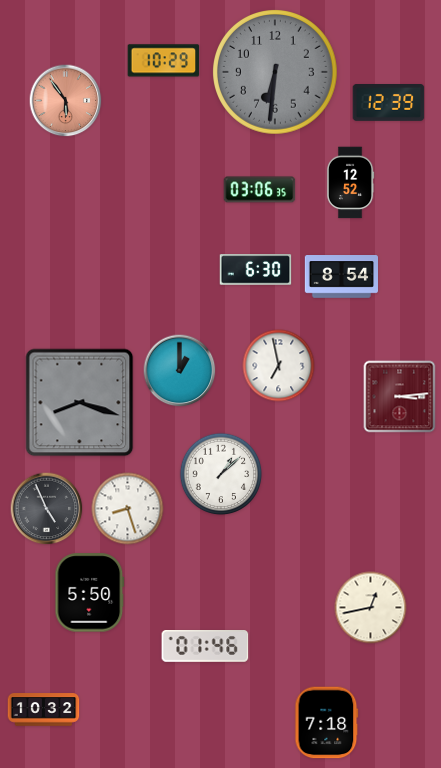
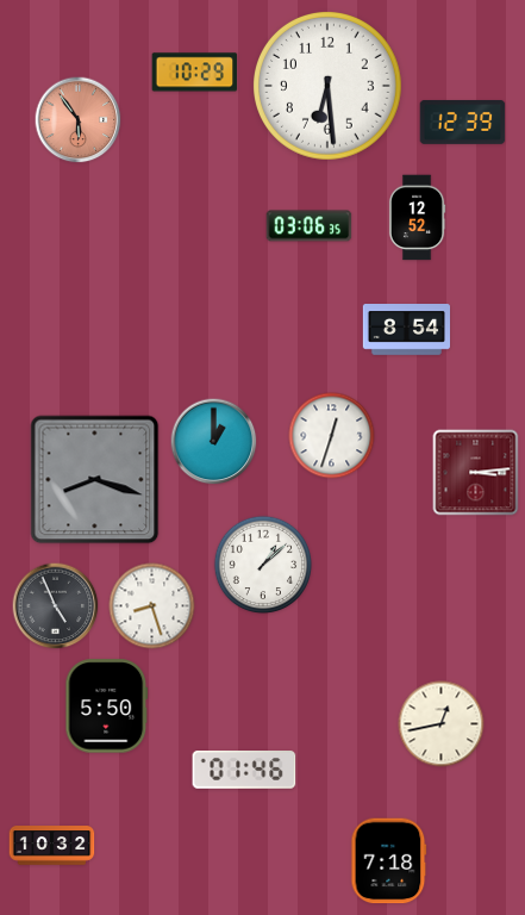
clock at (276, 73): 6:31 -> 6:29
clock at (276, 73) dial: grey -> white
clock at (256, 270): 6:30 -> none
clock at (279, 366): 6:58 -> 12:33
